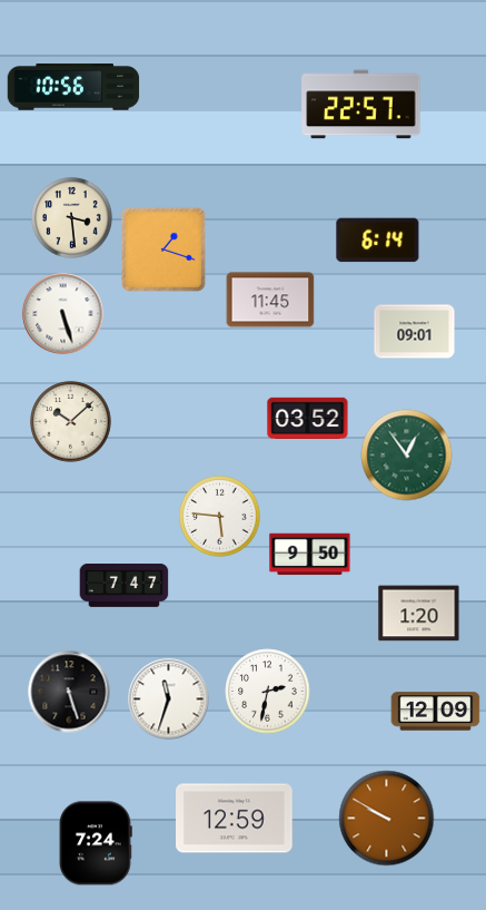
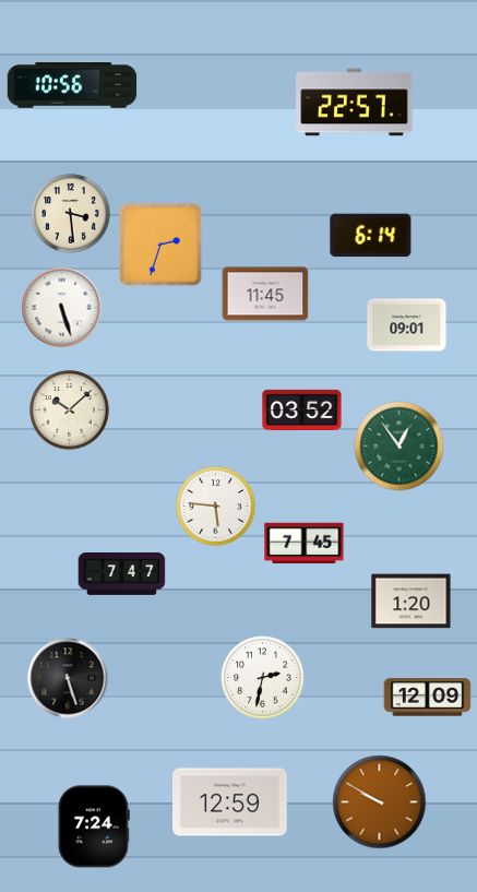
clock at (163, 249): 1:18 -> 2:33
clock at (71, 422) position: (71, 422) -> (70, 411)
clock at (310, 555): 9:50 -> 7:45
clock at (169, 699): 11:33 -> none
